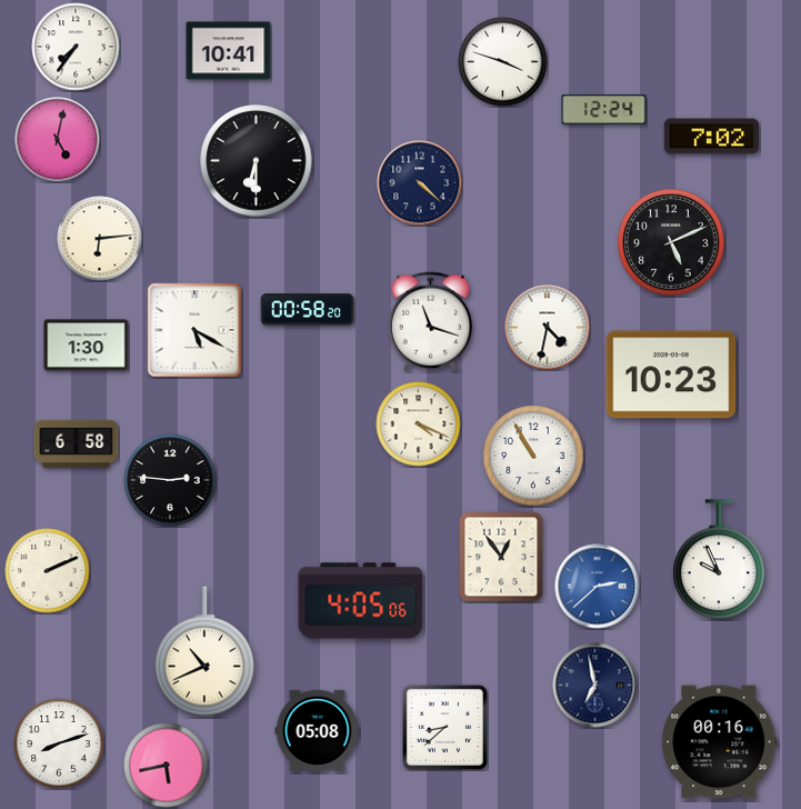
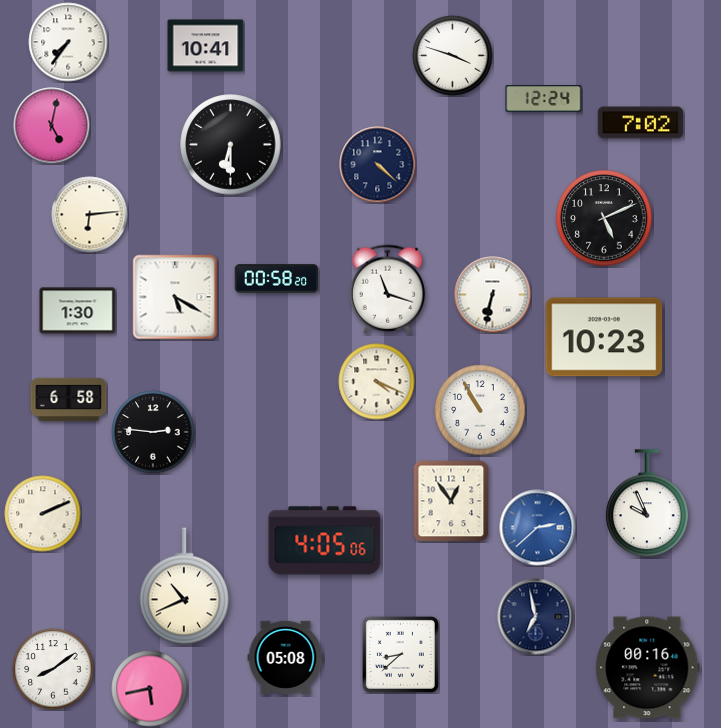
clock at (548, 328): 4:32 -> 6:32
clock at (59, 743): 8:12 -> 8:09
